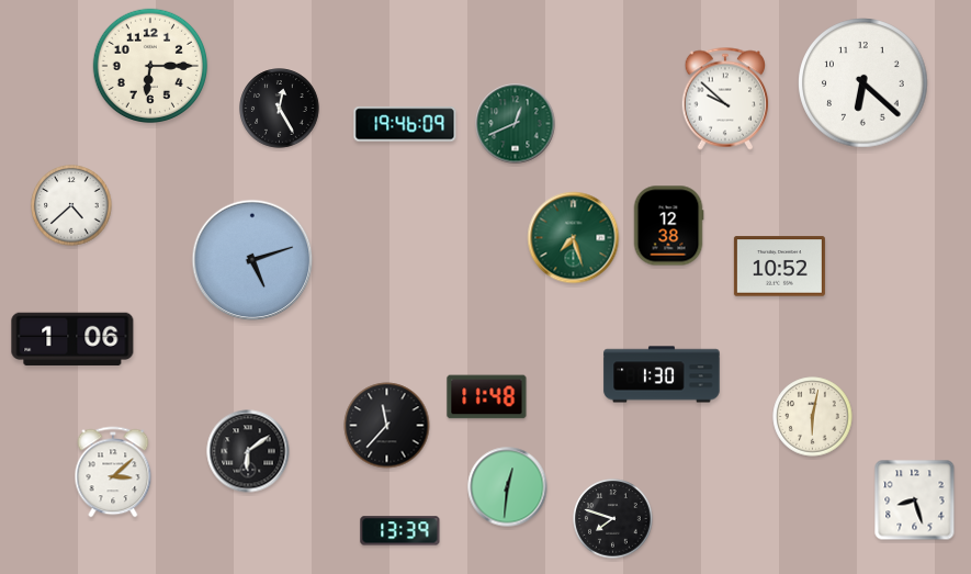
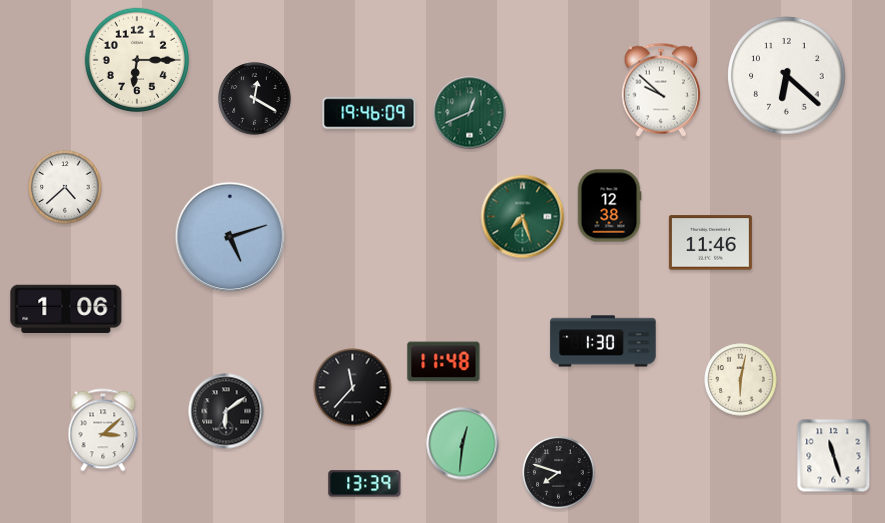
clock at (280, 109): 12:25 -> 12:20
clock at (779, 267): 10:52 -> 11:46
clock at (915, 500): 8:27 -> 11:27
